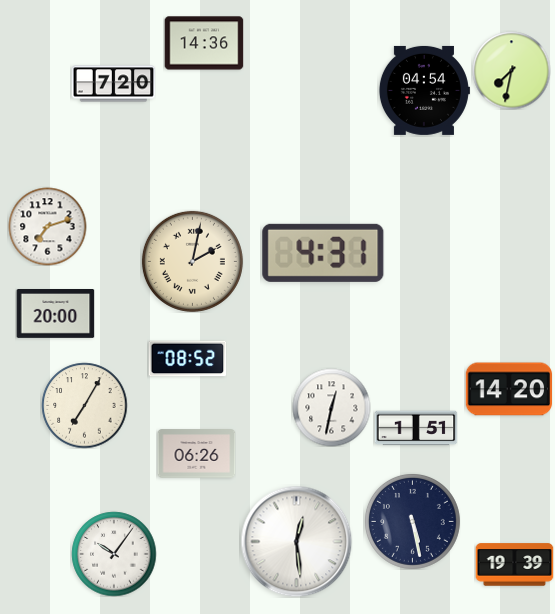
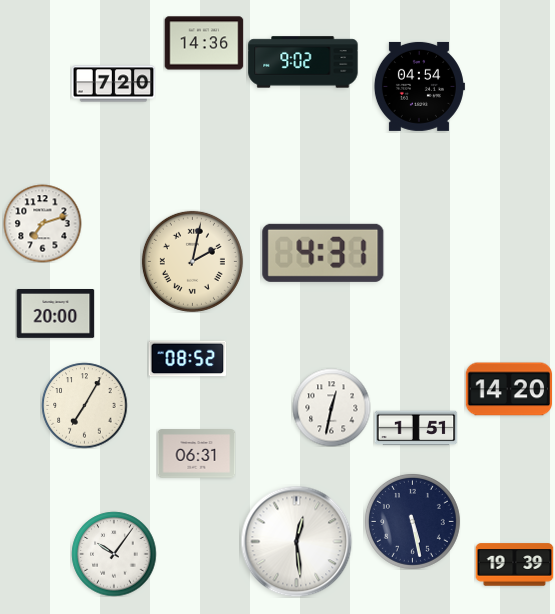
clock at (303, 62): none -> 9:02
clock at (511, 70): 7:32 -> none
clock at (424, 90) position: (424, 90) -> (419, 86)
clock at (47, 226) position: (47, 226) -> (42, 223)
clock at (196, 454): 06:26 -> 06:31
